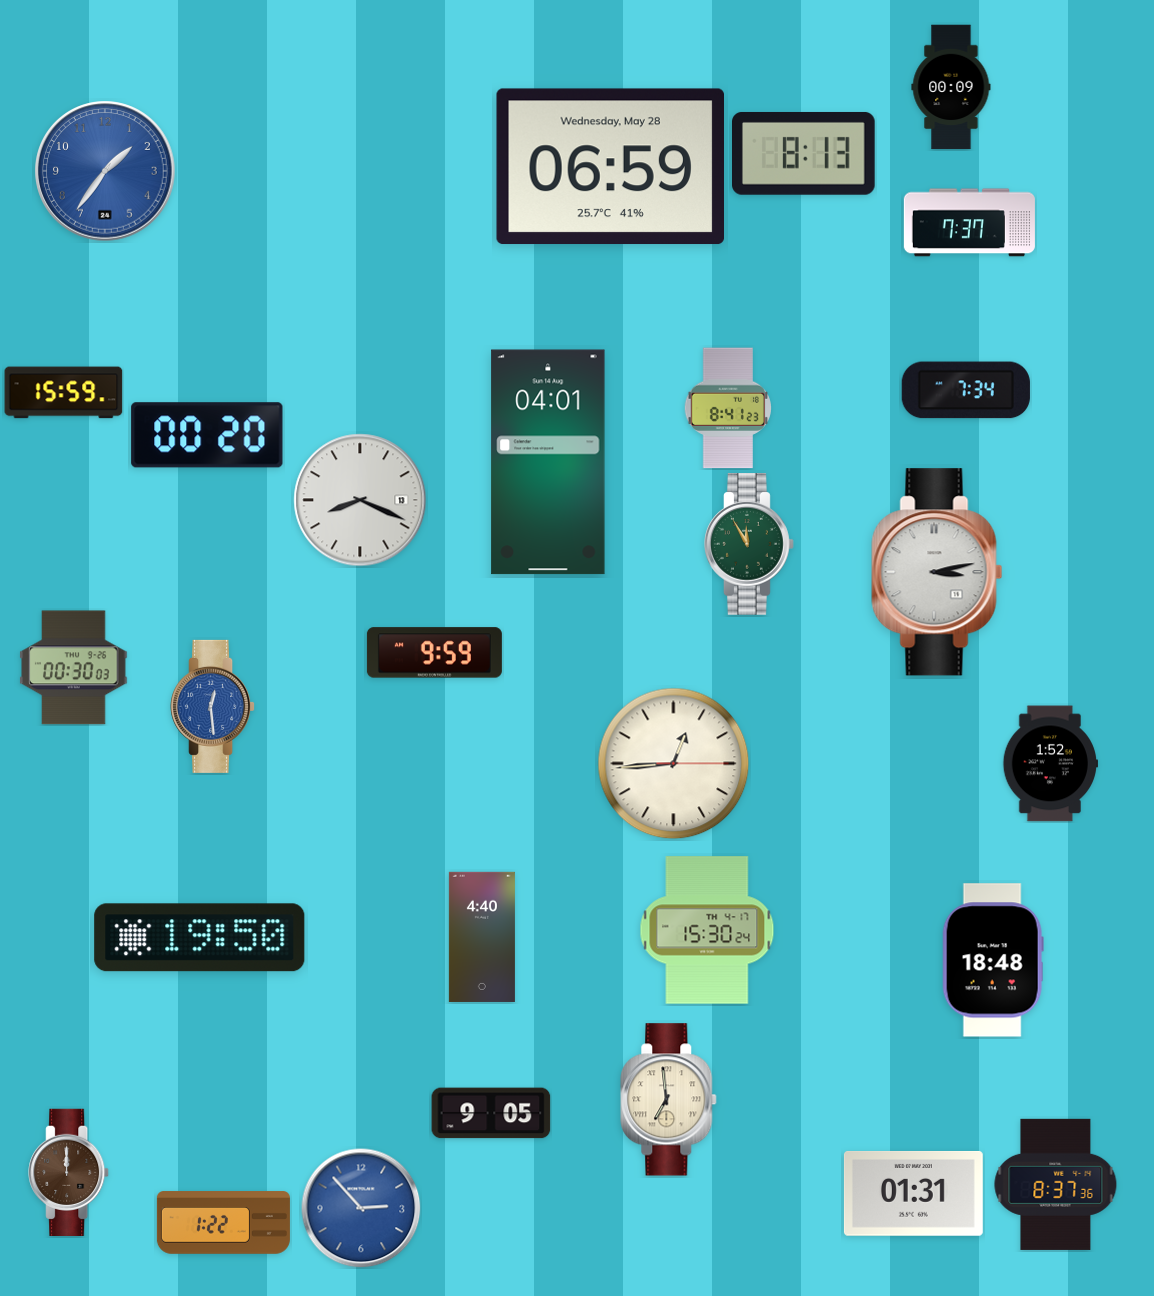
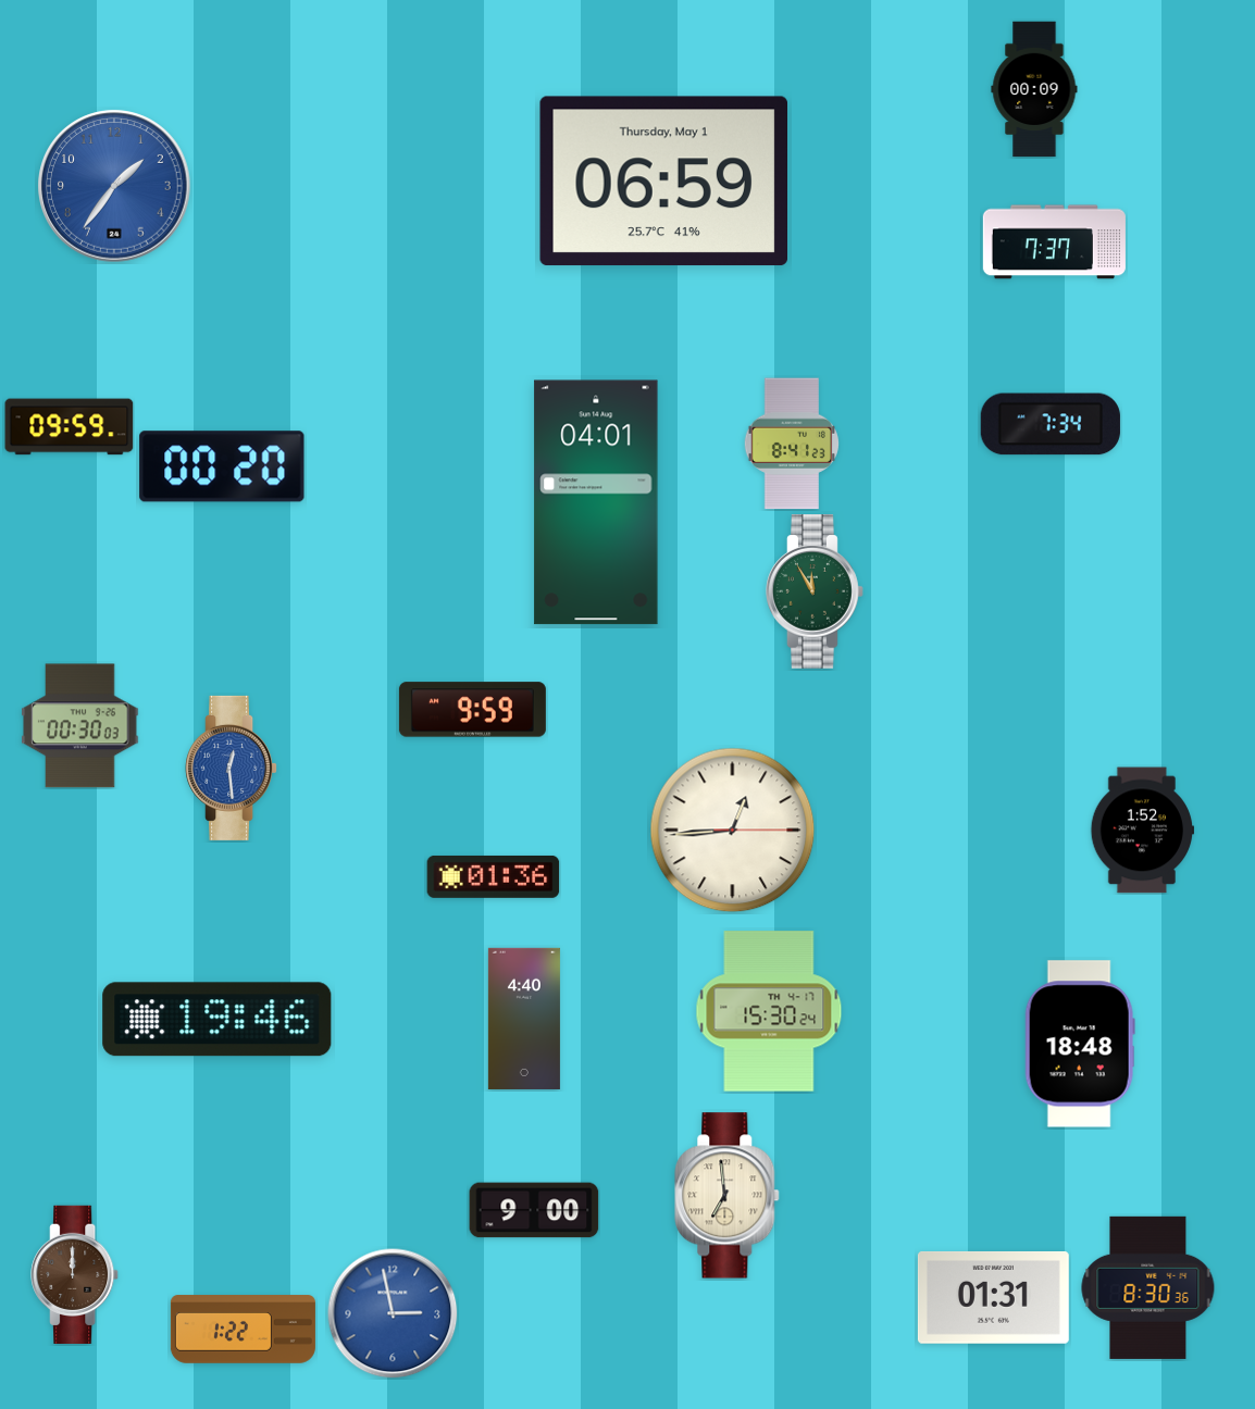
clock at (951, 87) position: (951, 87) -> (1034, 89)
clock at (804, 153): 8:13 -> none
clock at (610, 167) date: Wednesday, May 28 -> Thursday, May 1
clock at (64, 393): 15:59 -> 09:59
clock at (207, 435) position: (207, 435) -> (222, 466)
clock at (360, 500): 8:19 -> none
clock at (937, 572): 3:13 -> none
clock at (494, 876): none -> 01:36
clock at (200, 938): 19:50 -> 19:46
clock at (491, 1113): 9:05 -> 9:00
clock at (1056, 1184): 8:37 -> 8:30
clock at (361, 1208): 2:53 -> 2:58
